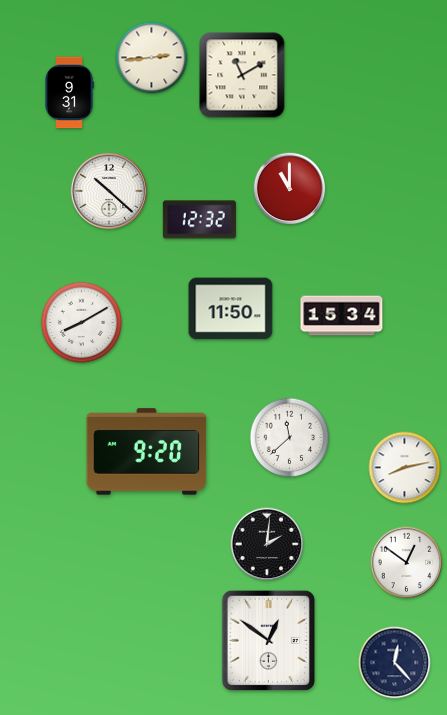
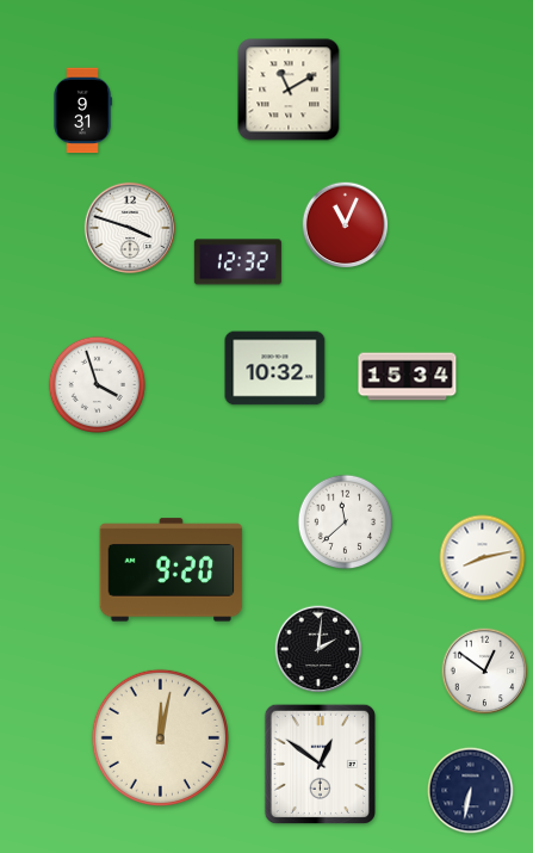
clock at (152, 58): 2:44 -> none
clock at (290, 189): 11:00 -> 11:04
clock at (108, 190): 10:22 -> 3:48
clock at (231, 309): 11:50 -> 10:32
clock at (81, 322): 8:10 -> 3:57
clock at (147, 452) position: (147, 452) -> (172, 570)
clock at (160, 737): none -> 12:02
clock at (395, 663): 12:23 -> 6:32
